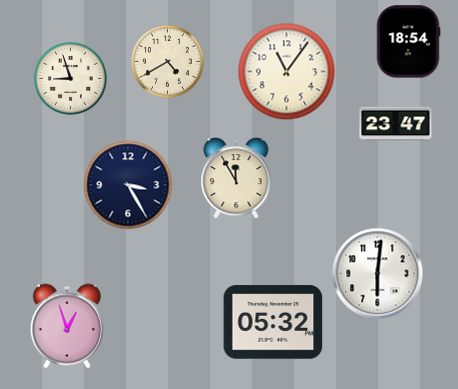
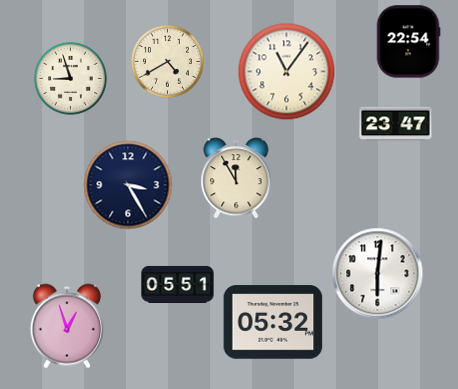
clock at (408, 42): 18:54 -> 22:54
clock at (178, 284): none -> 05:51
